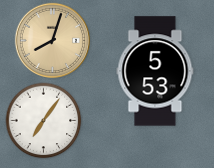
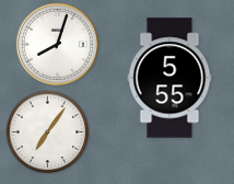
clock at (52, 40) dial: champagne -> white
clock at (155, 71): 5:53 -> 5:55
